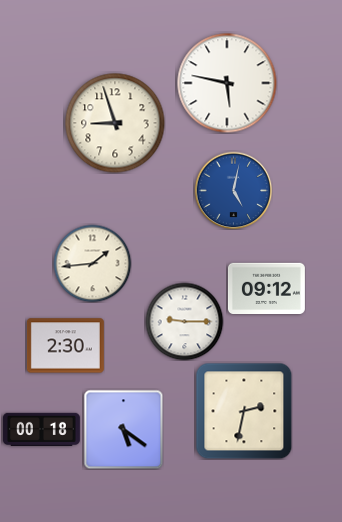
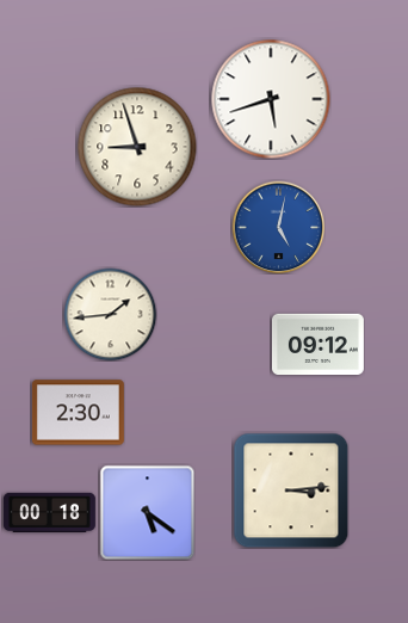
clock at (227, 83): 5:47 -> 5:42
clock at (184, 321): 9:15 -> none
clock at (244, 411): 2:32 -> 3:14
